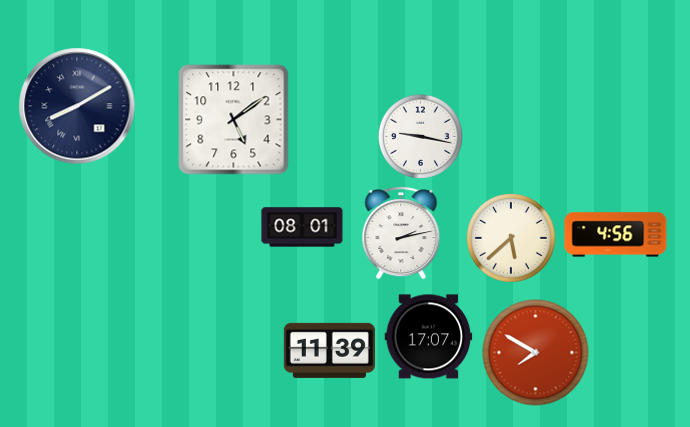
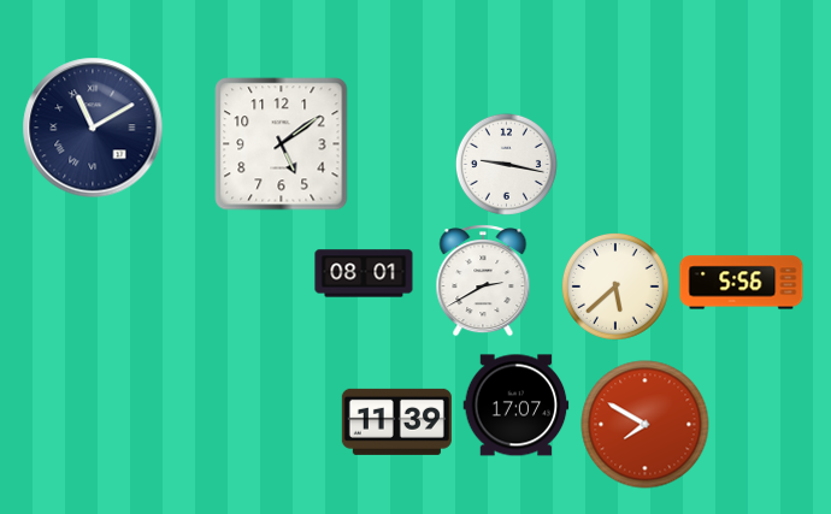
clock at (77, 106): 8:10 -> 11:10
clock at (401, 233): 2:13 -> 2:40
clock at (616, 235): 4:56 -> 5:56
